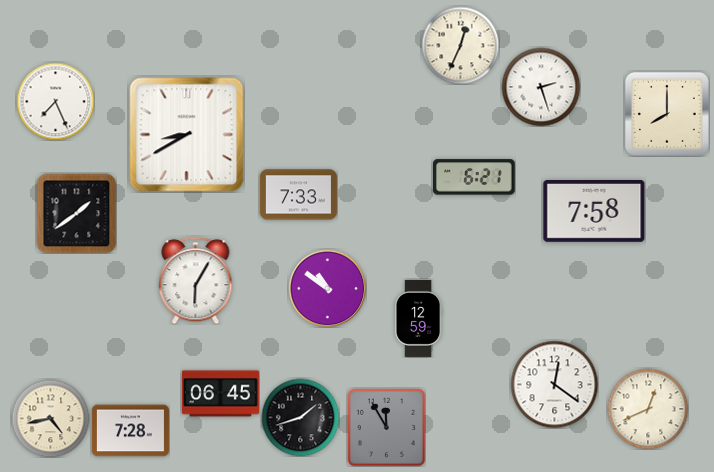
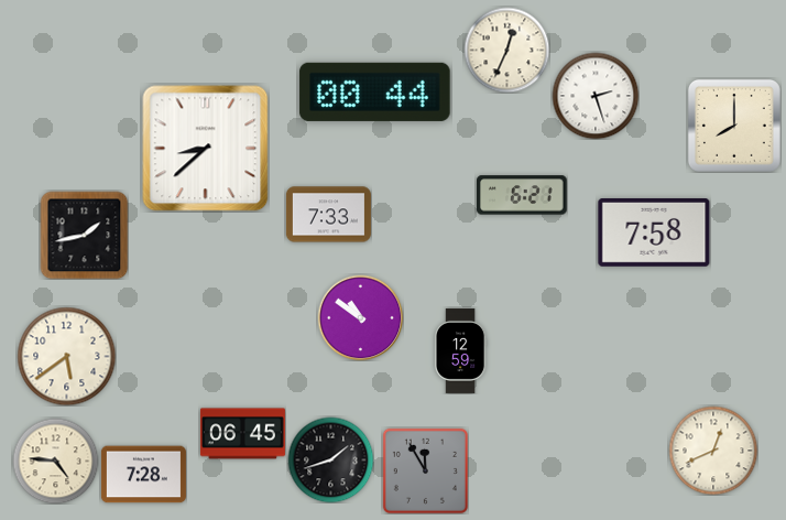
clock at (375, 91): none -> 00:44
clock at (55, 101): 7:26 -> none
clock at (187, 135): 8:40 -> 8:38
clock at (76, 213): 1:39 -> 1:43
clock at (196, 280): 6:05 -> none
clock at (66, 356): none -> 5:39
clock at (554, 384): 12:21 -> none
clock at (50, 418): 4:43 -> 4:46
